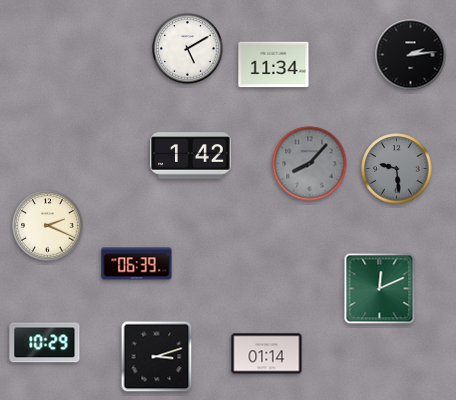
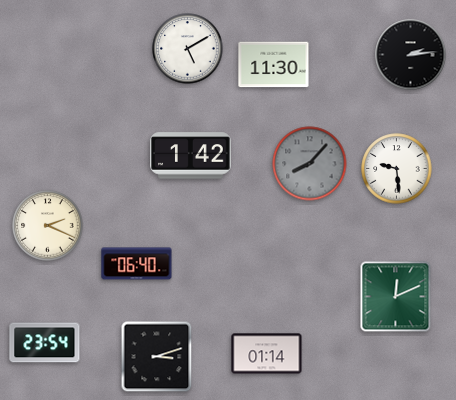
clock at (274, 65): 11:34 -> 11:30
clock at (397, 169) dial: grey -> white
clock at (137, 264): 06:39 -> 06:40
clock at (380, 289) position: (380, 289) -> (396, 297)
clock at (45, 343): 10:29 -> 23:54
